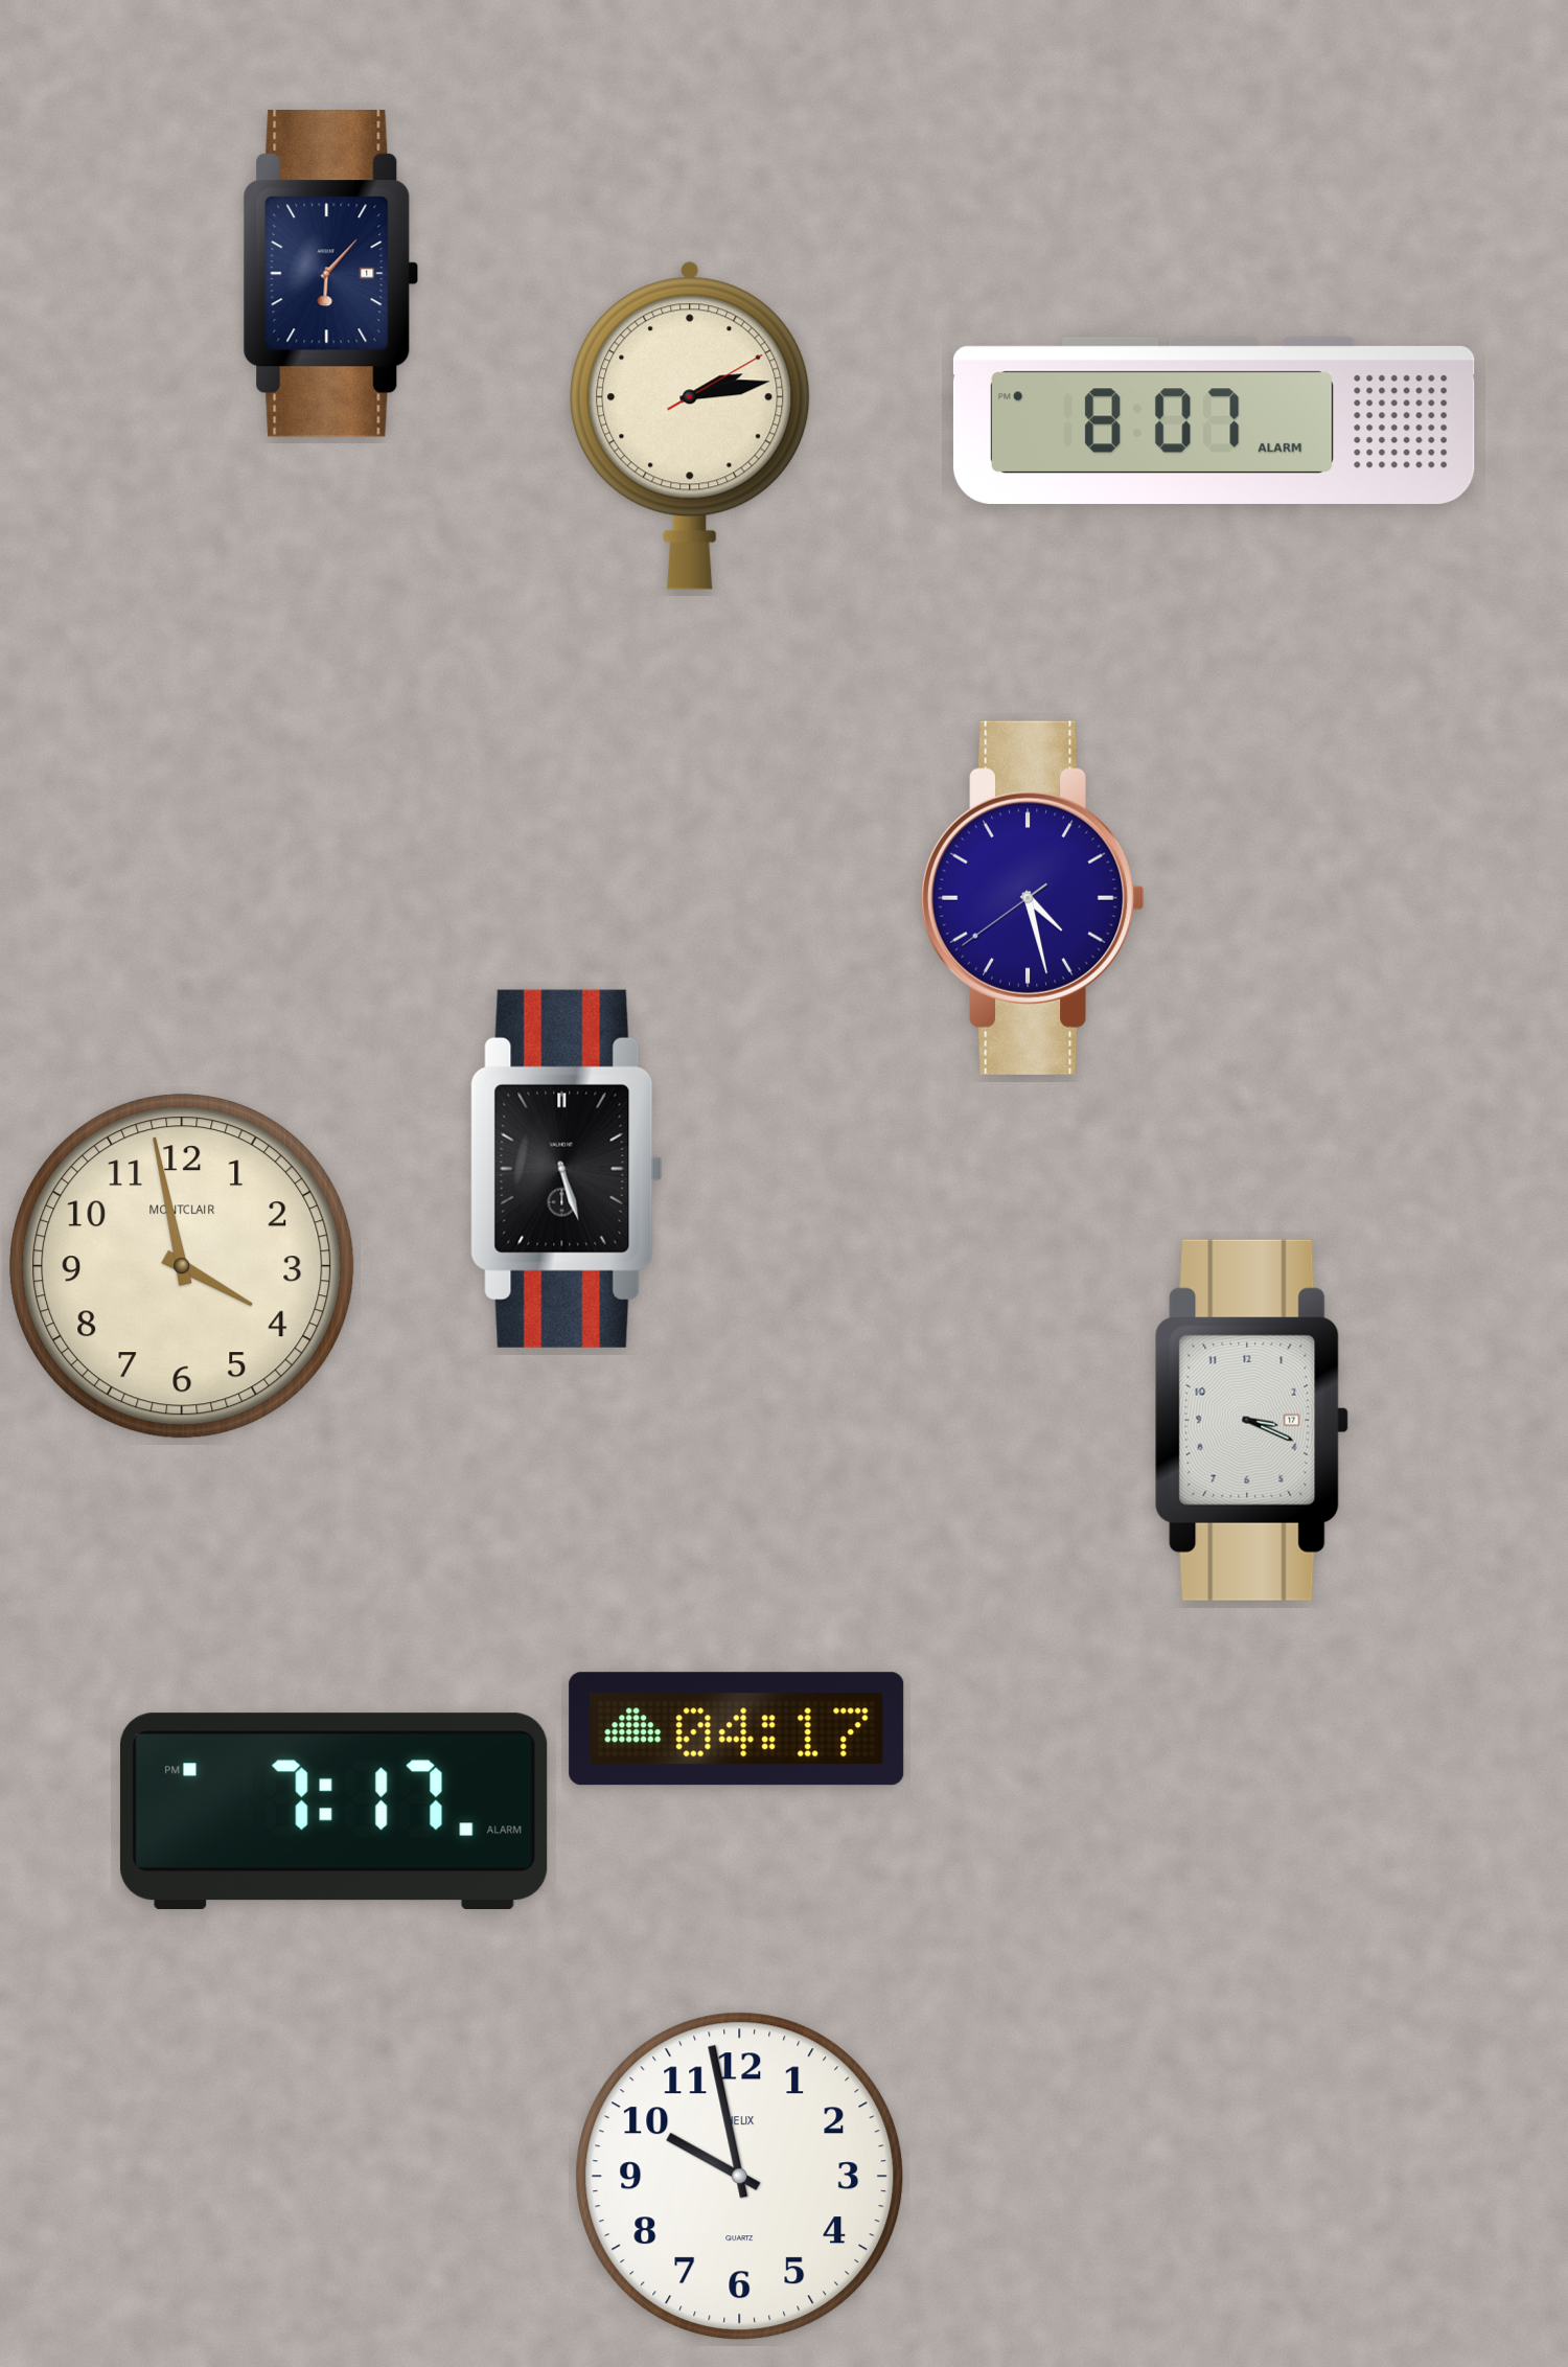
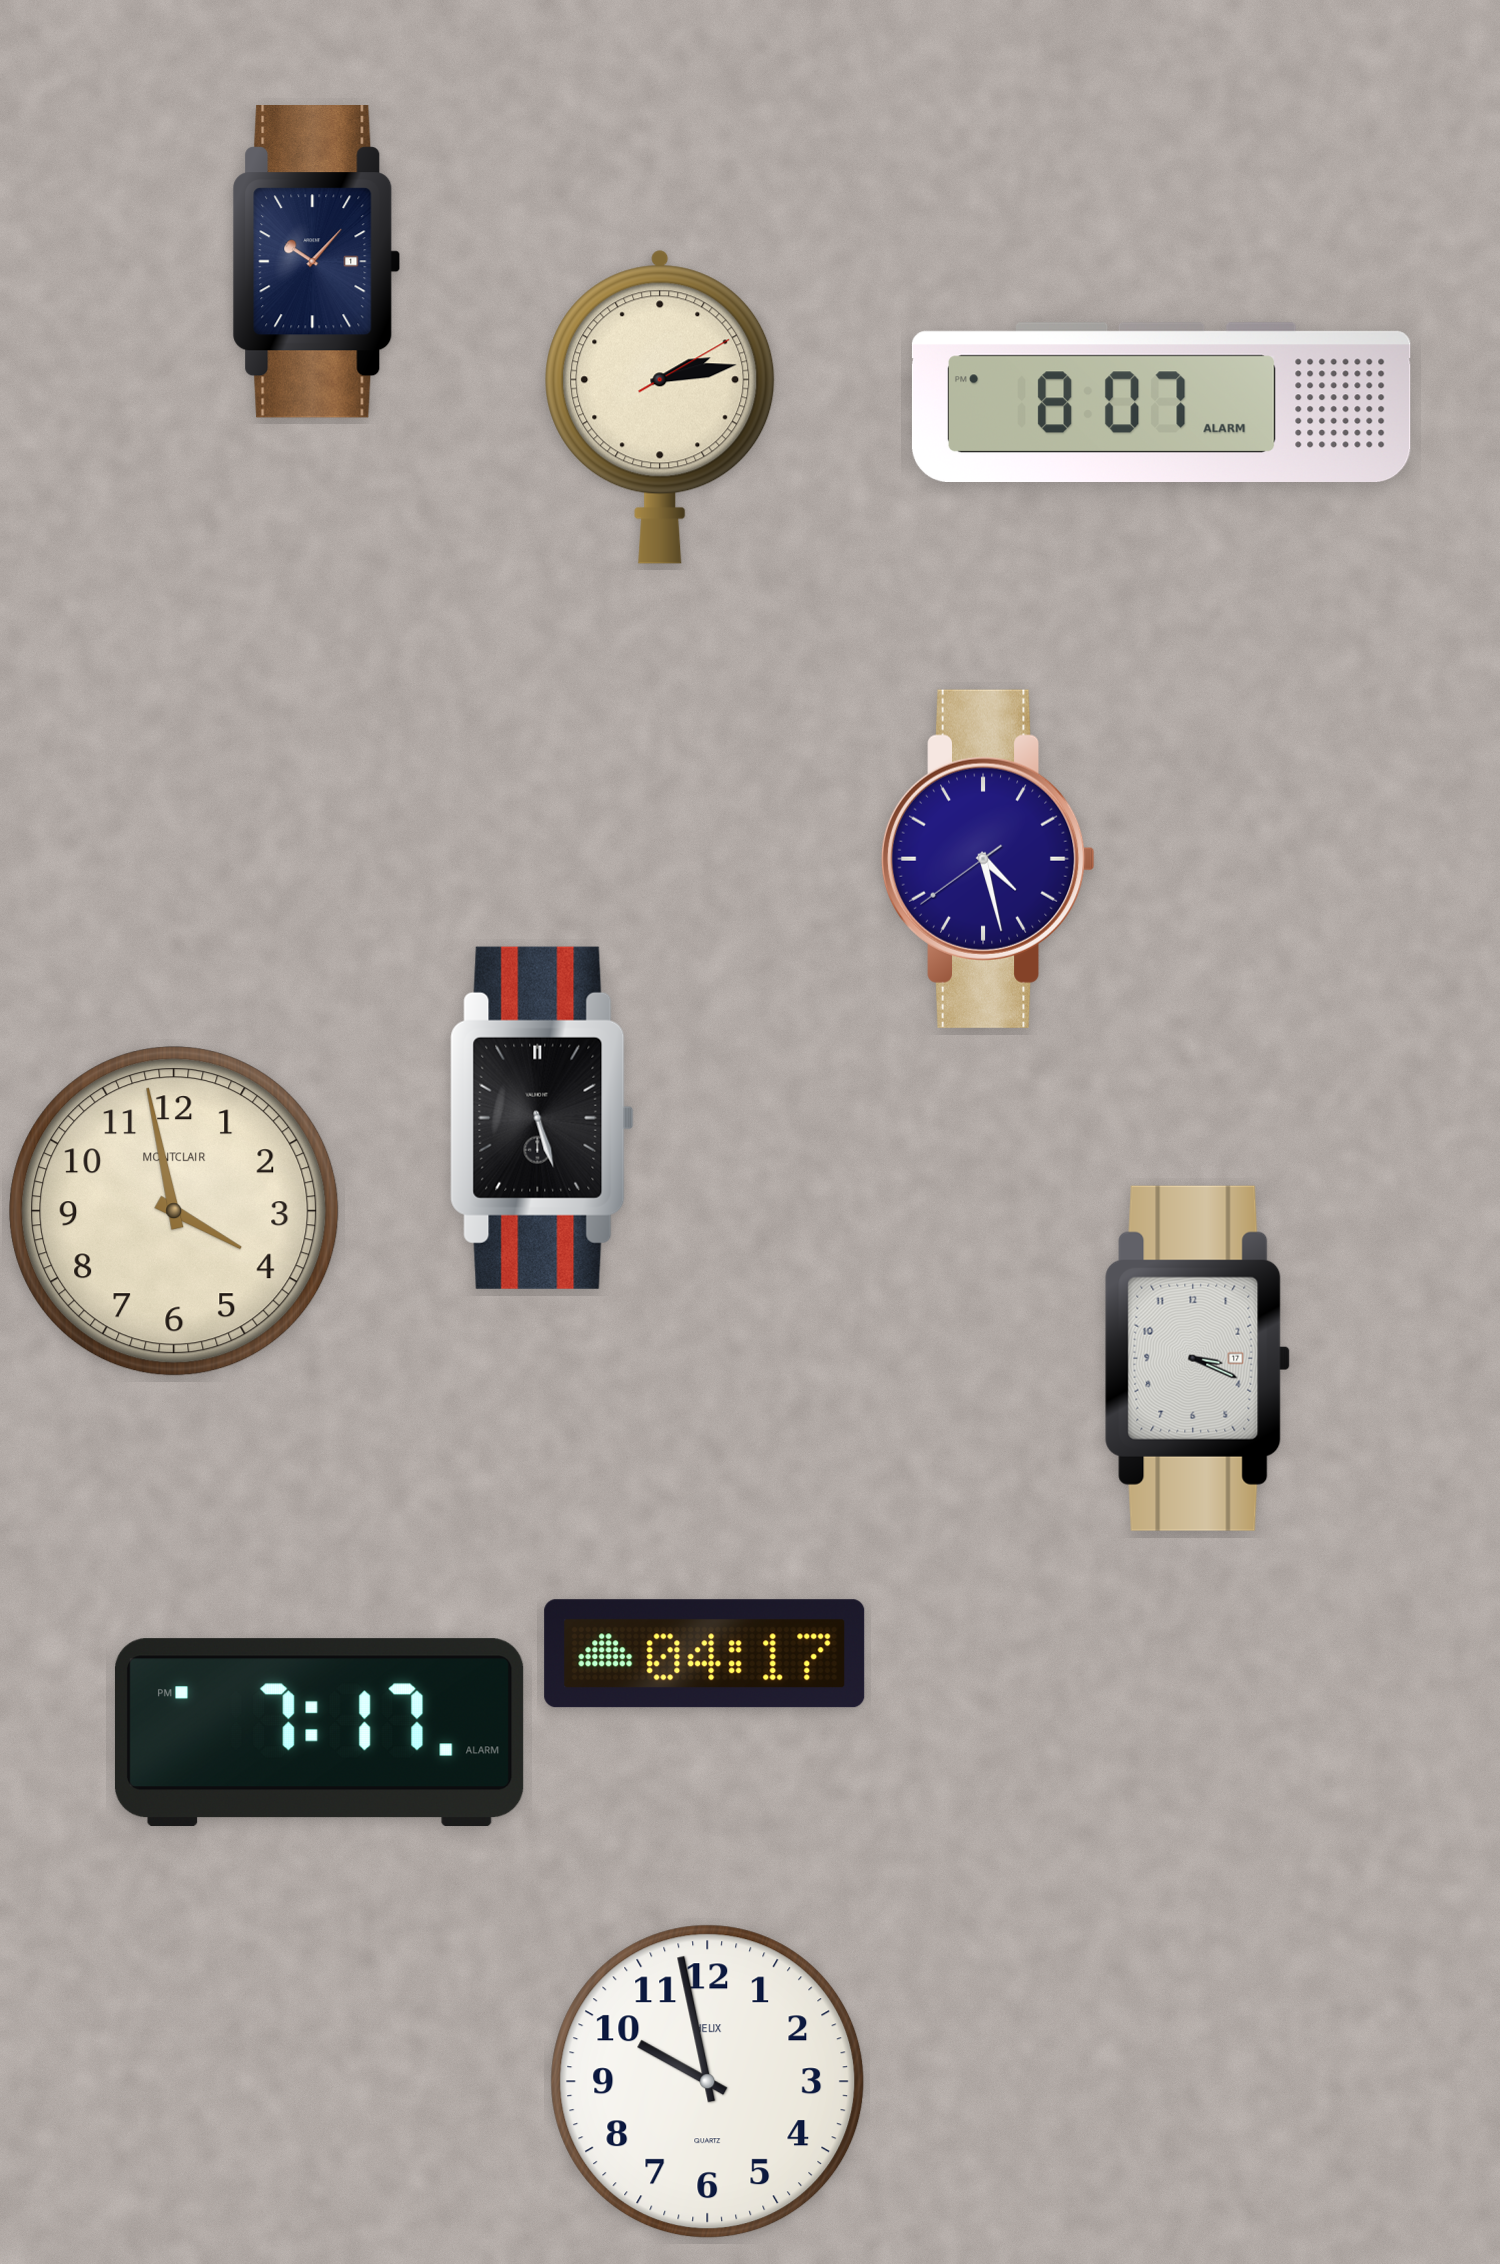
clock at (331, 274): 6:07 -> 10:07
